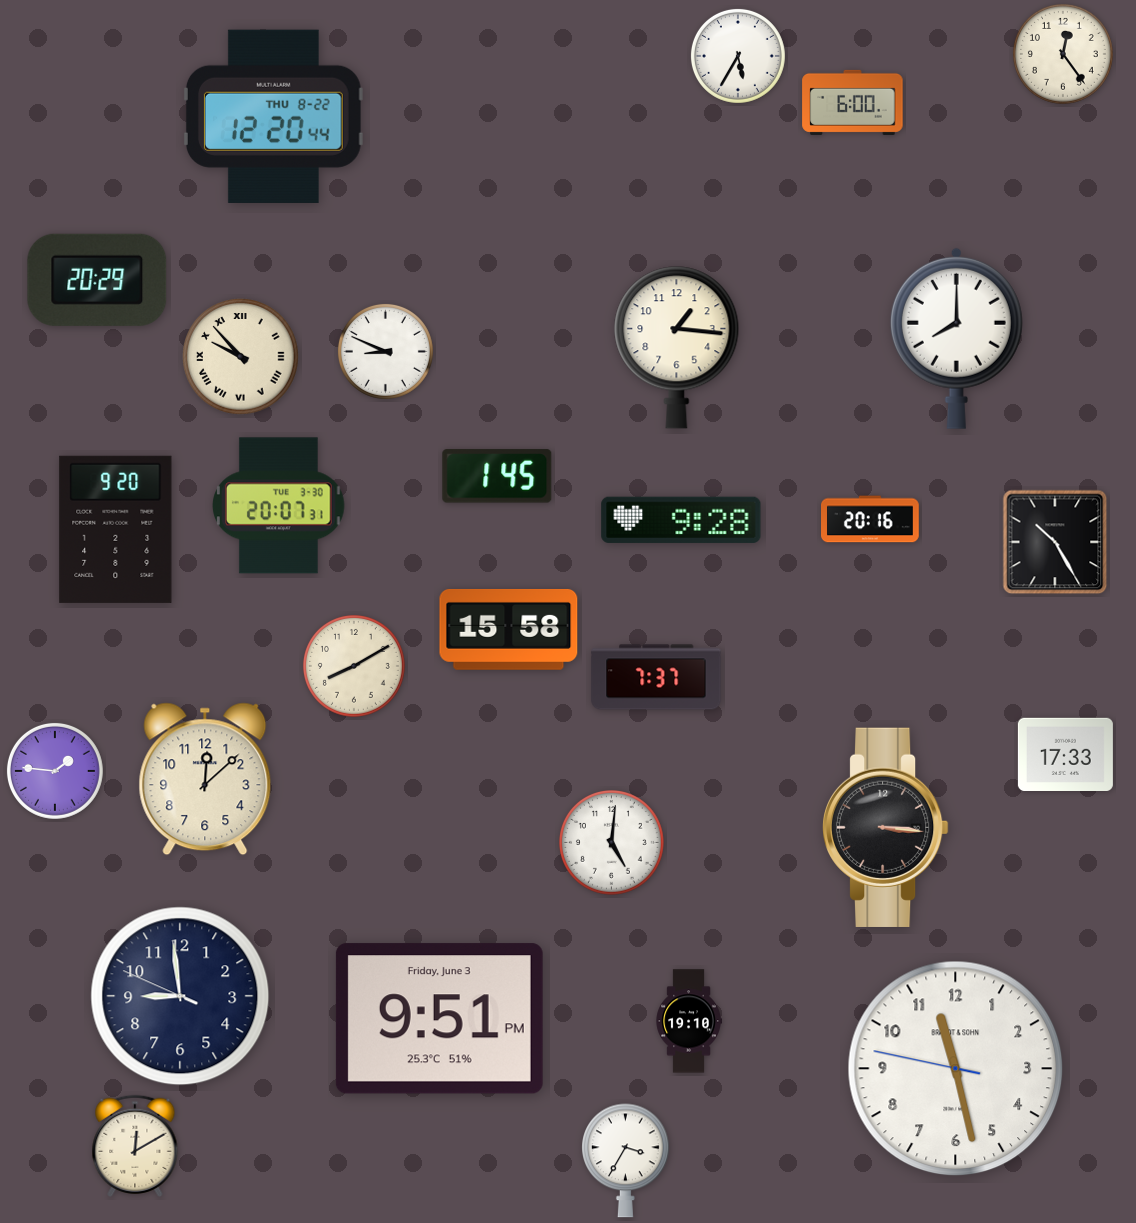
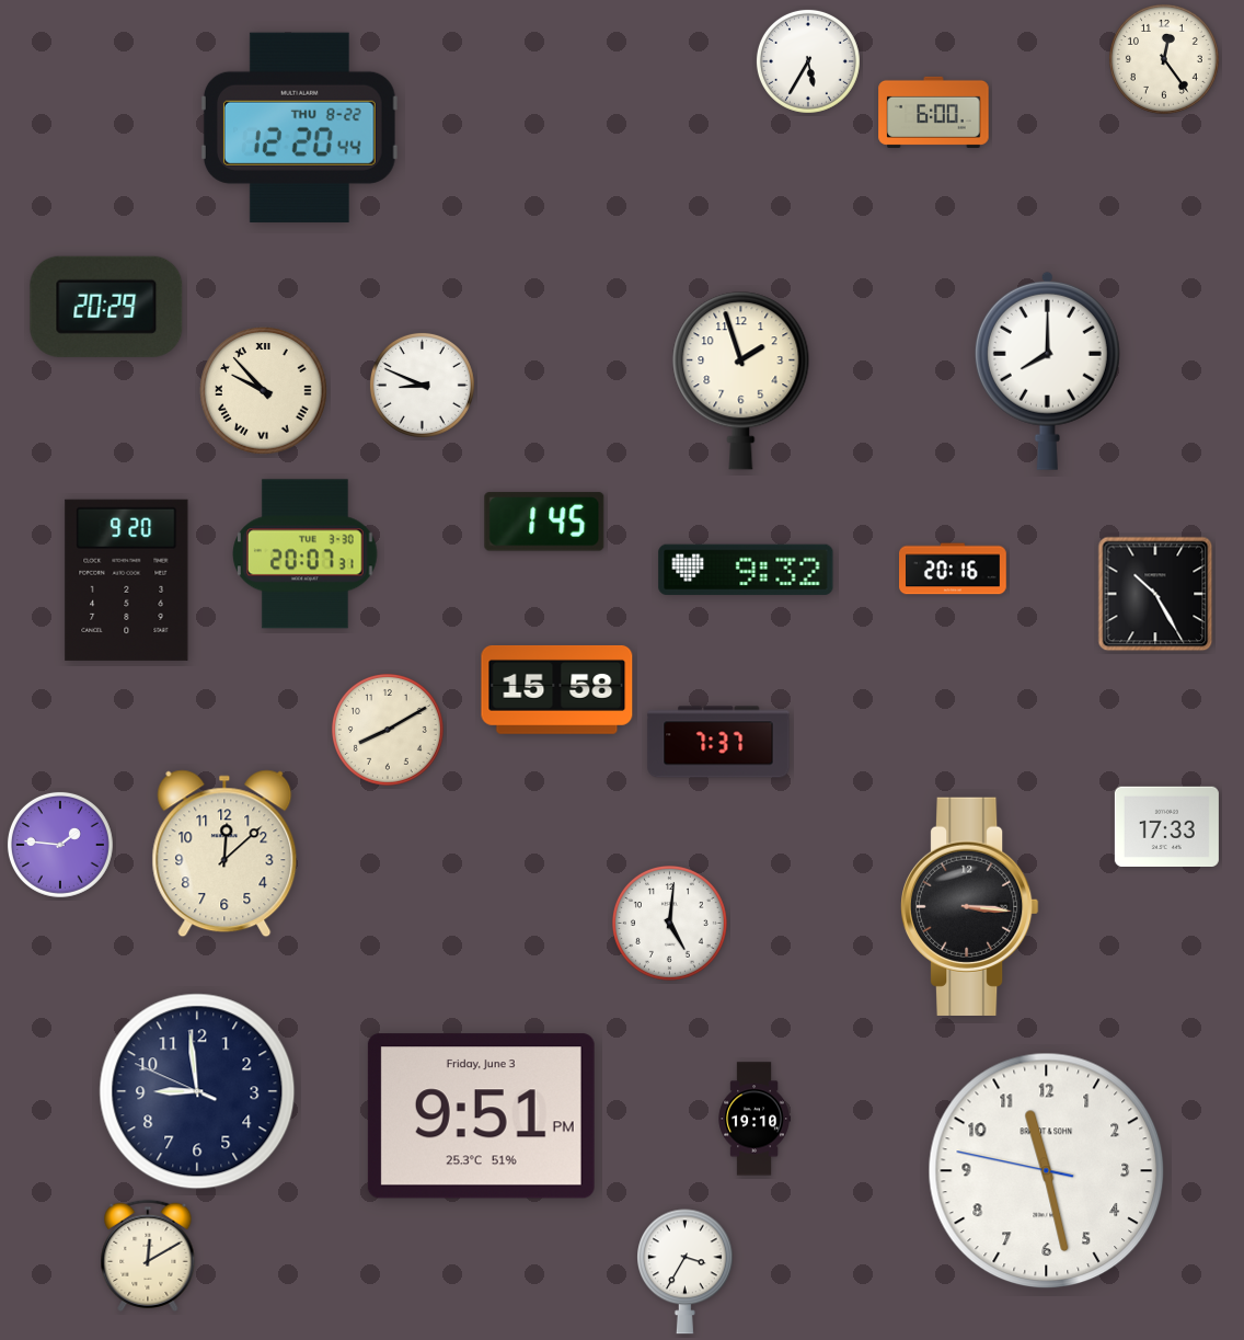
clock at (677, 348): 1:16 -> 1:57
clock at (681, 520): 9:28 -> 9:32
